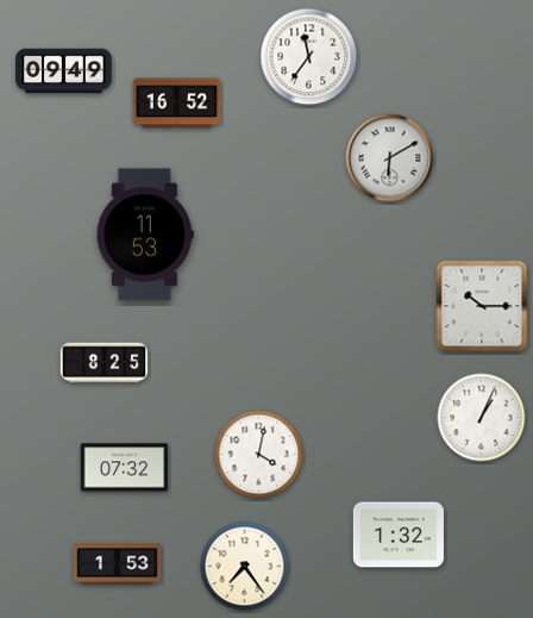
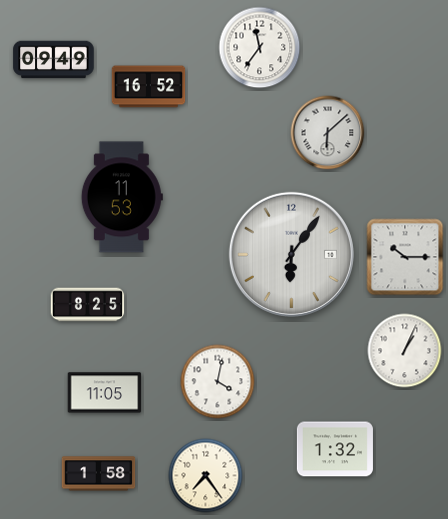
clock at (390, 158): 6:10 -> 6:08
clock at (291, 254): none -> 6:06
clock at (125, 468): 07:32 -> 11:05
clock at (118, 564): 1:53 -> 1:58
